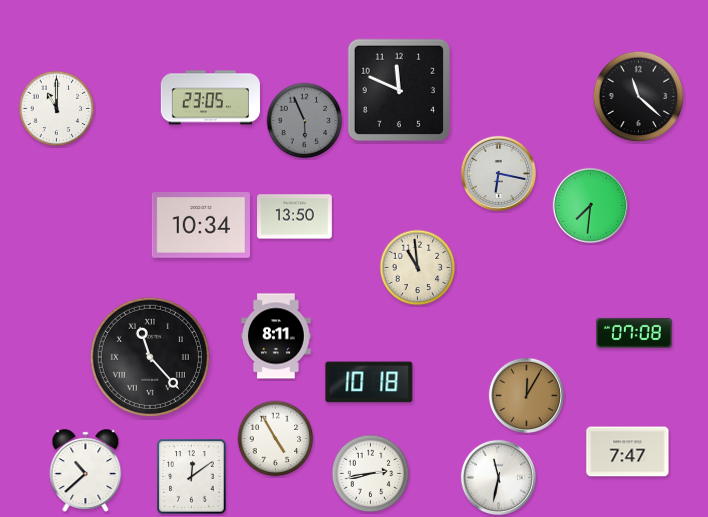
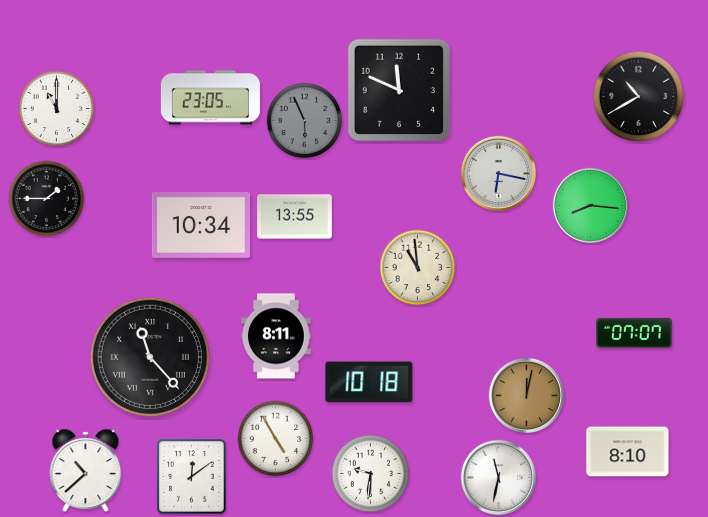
clock at (639, 97): 11:22 -> 10:40
clock at (47, 199): none -> 1:45
clock at (590, 205): 7:31 -> 8:16
clock at (295, 217): 13:50 -> 13:55
clock at (634, 333): 07:08 -> 07:07
clock at (526, 395): 12:05 -> 12:02
clock at (628, 452): 7:47 -> 8:10
clock at (371, 474): 2:43 -> 9:31
